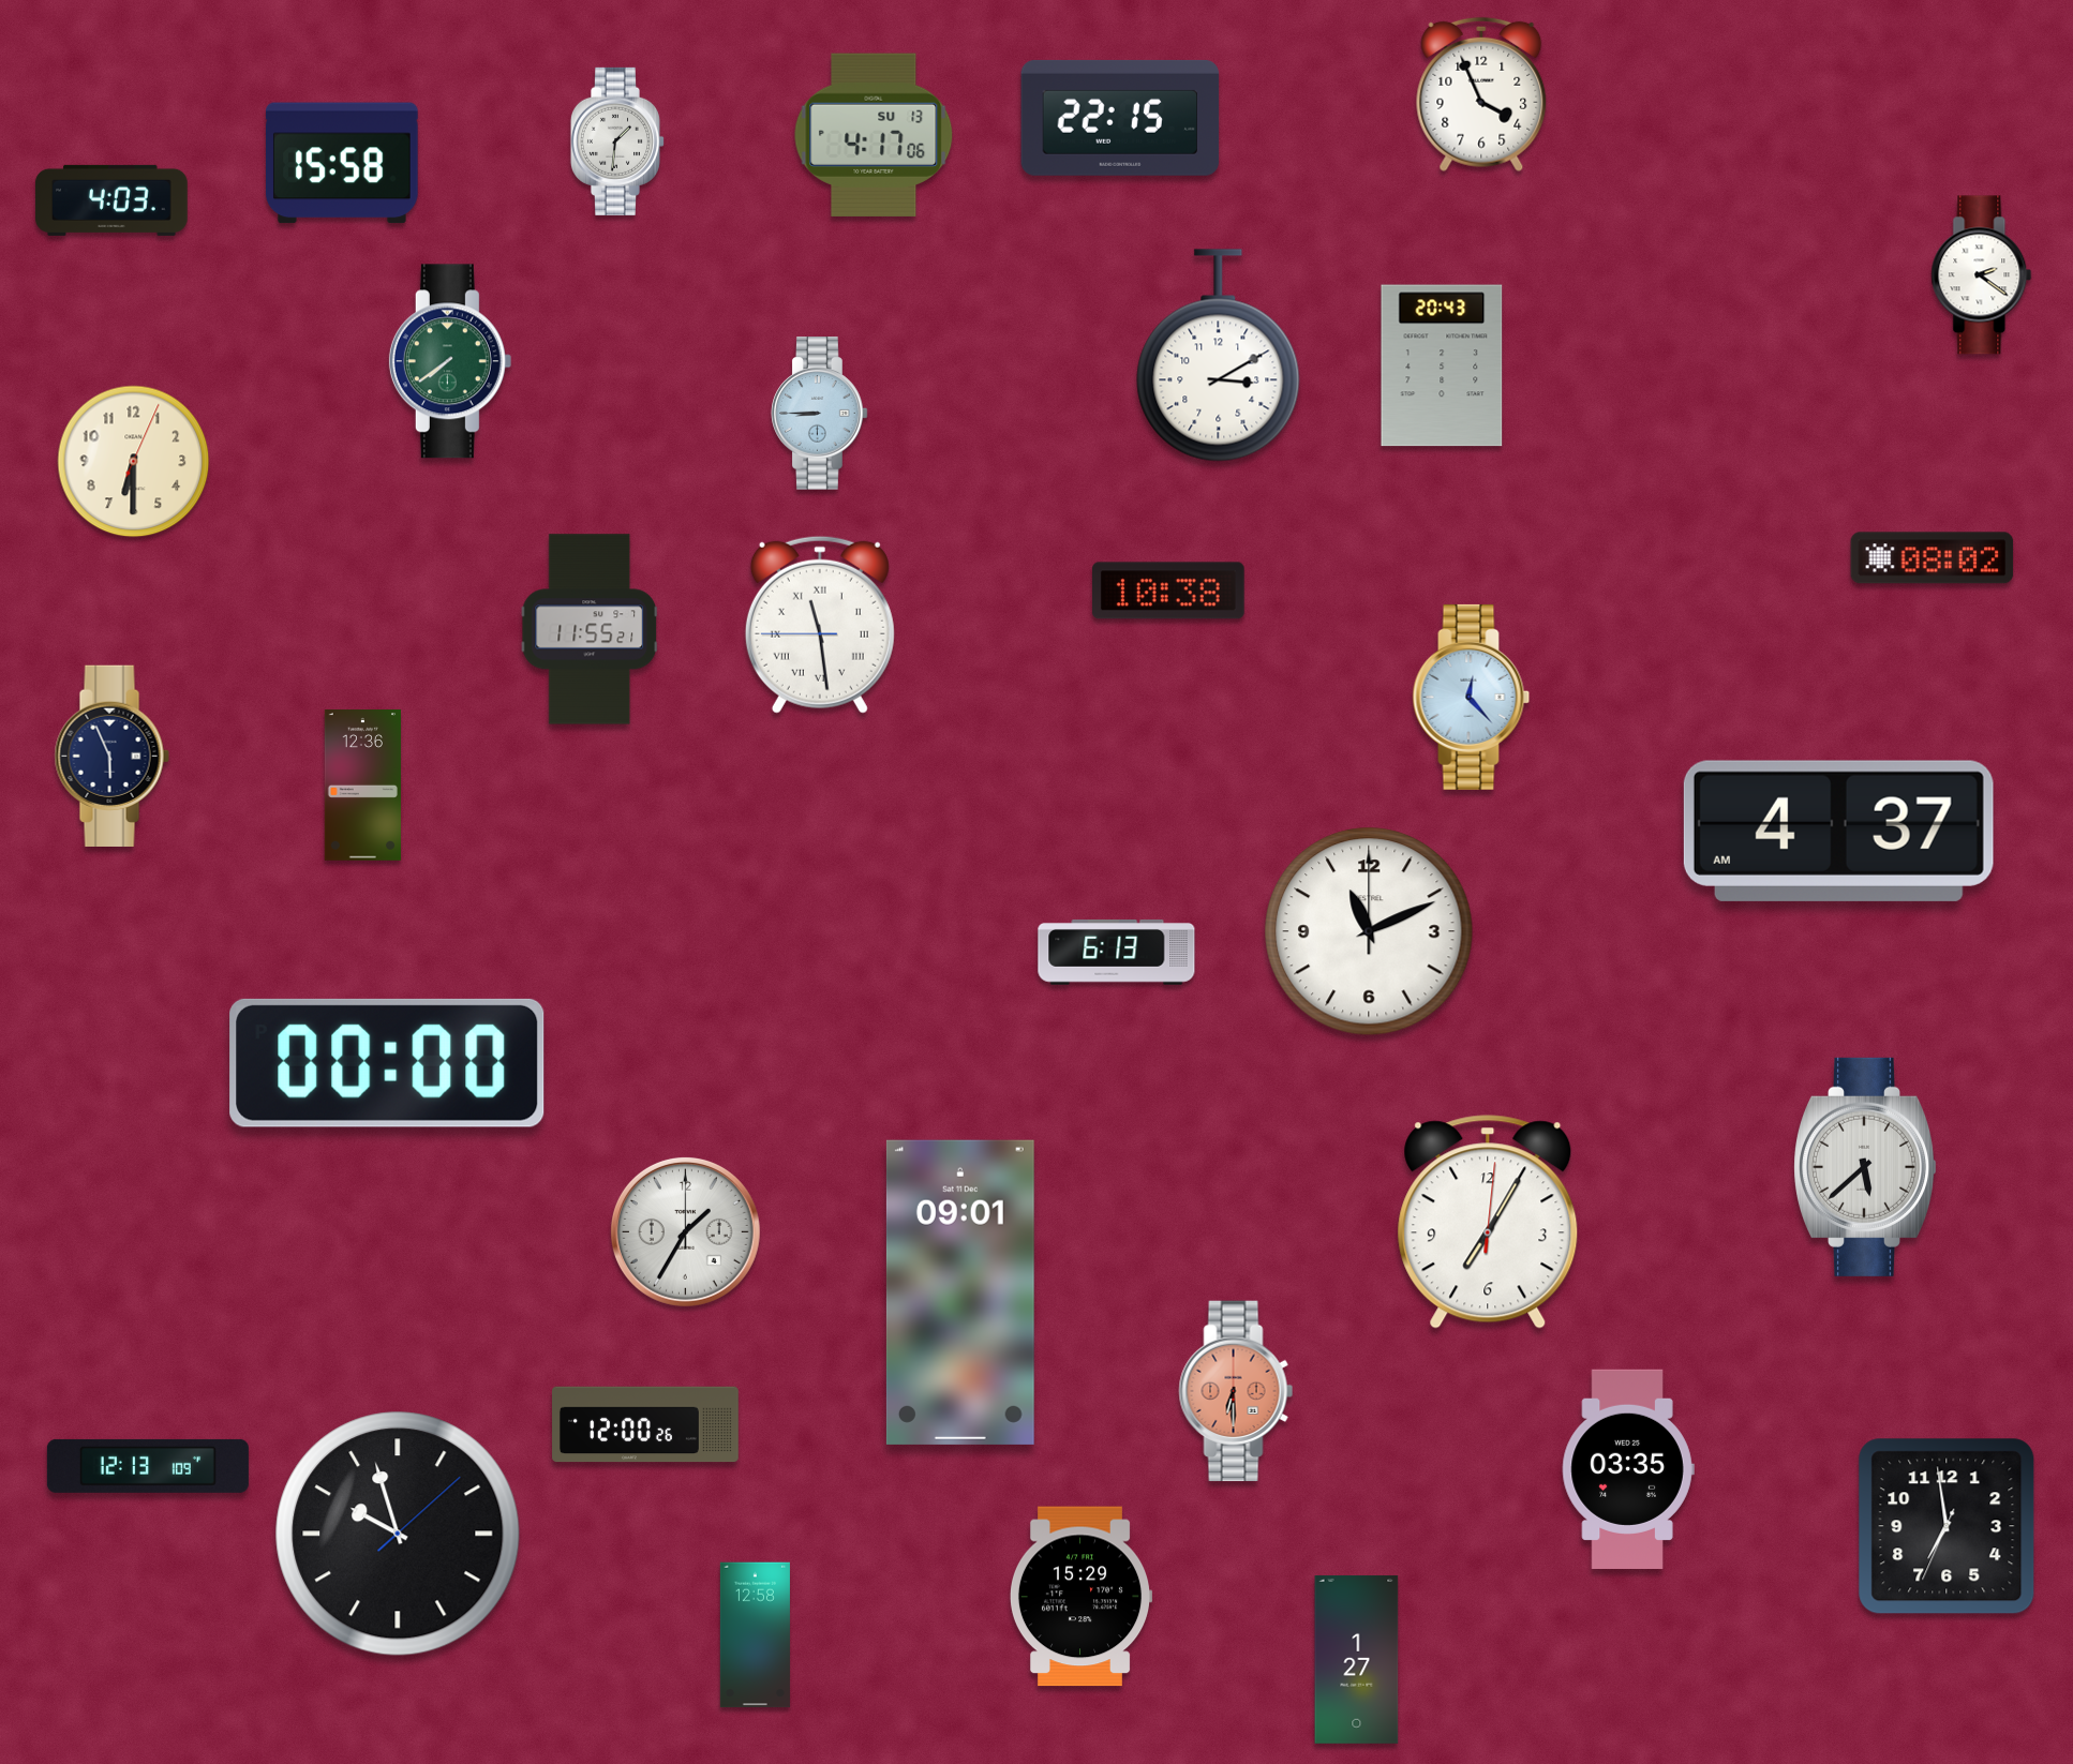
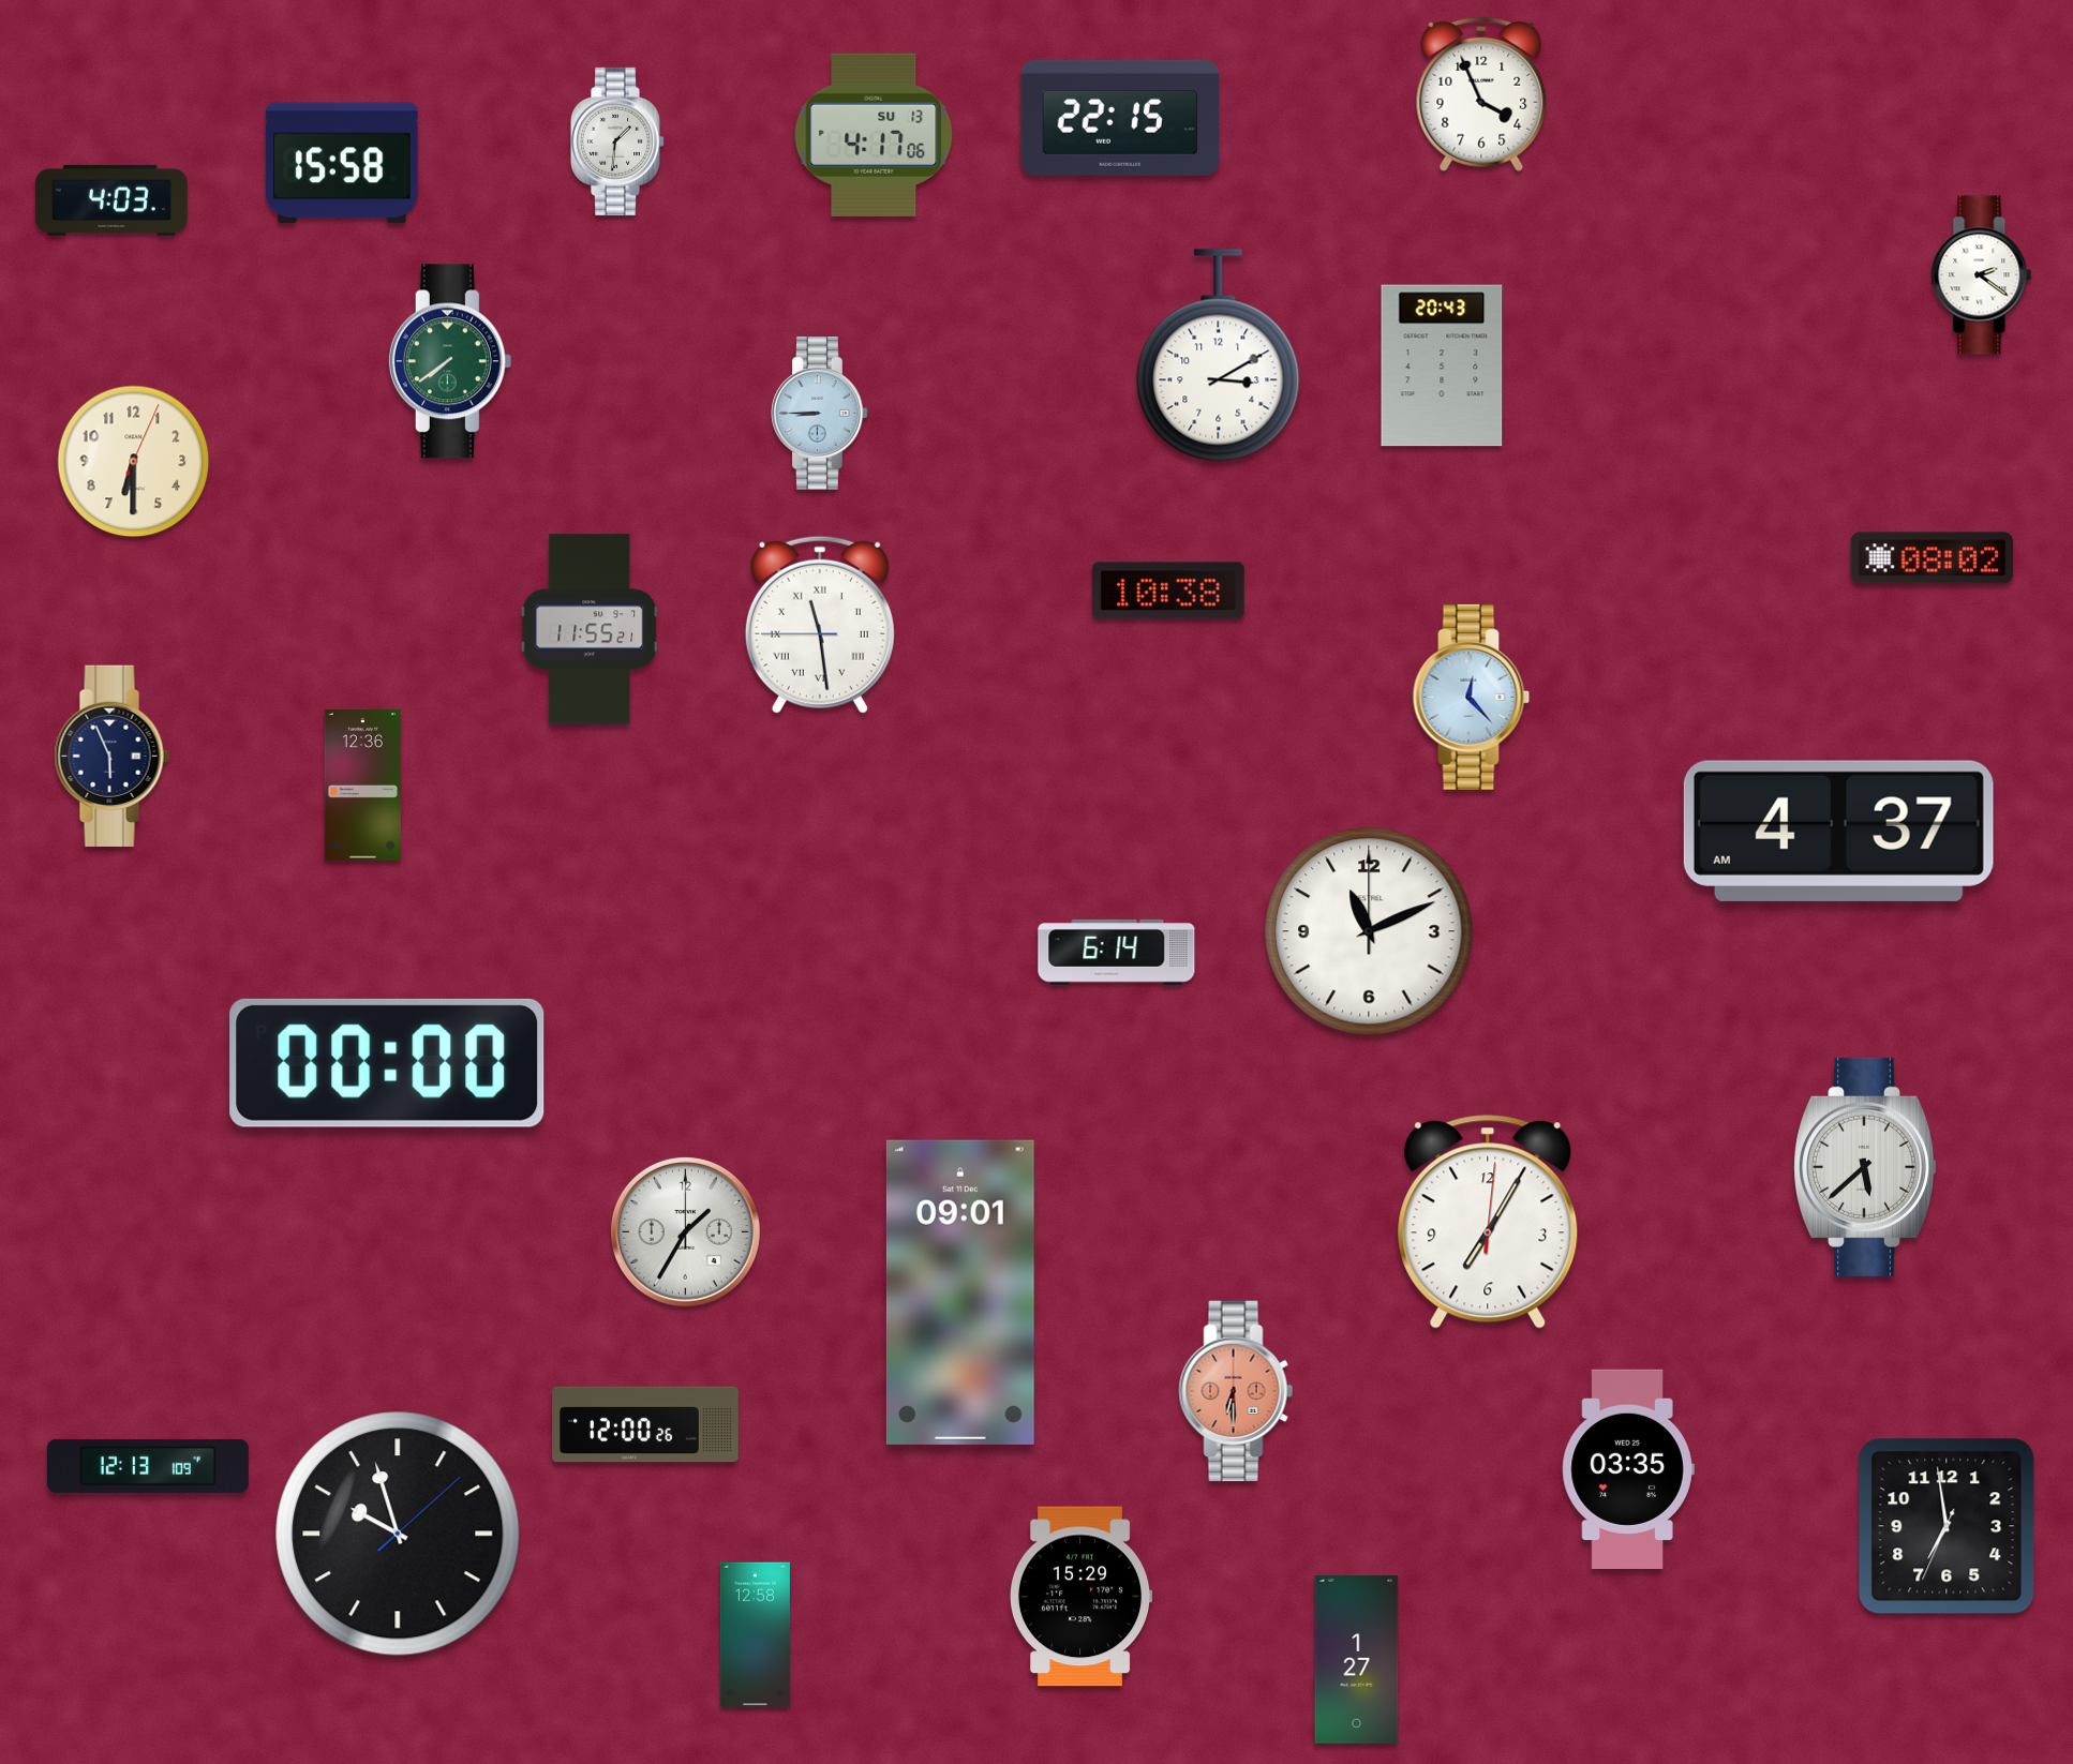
clock at (1117, 953): 6:13 -> 6:14
